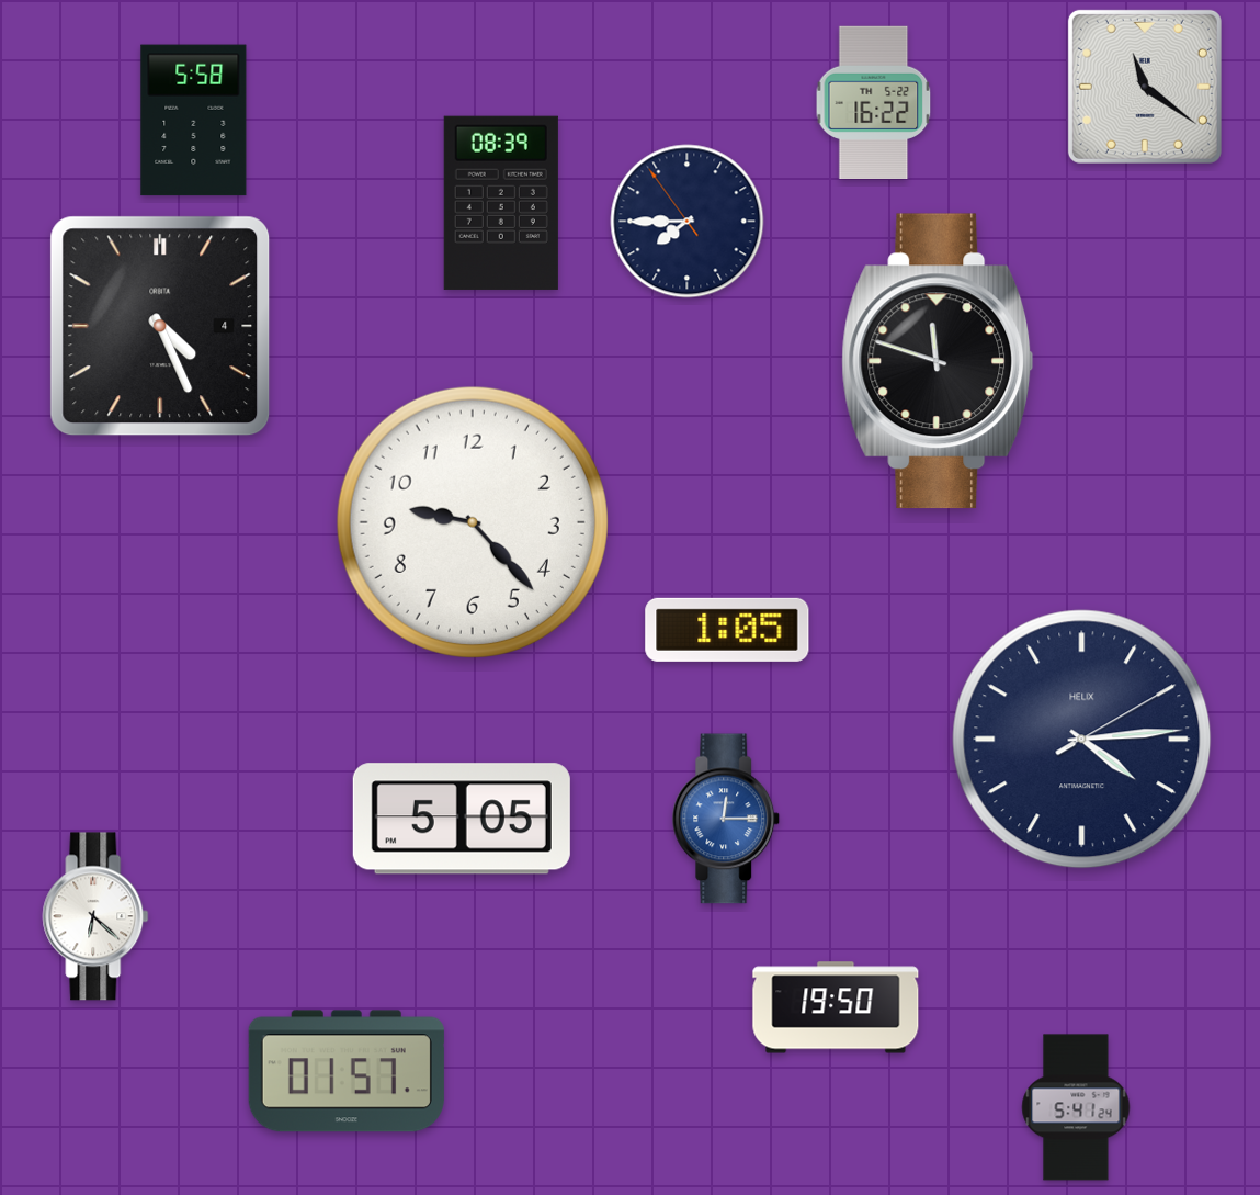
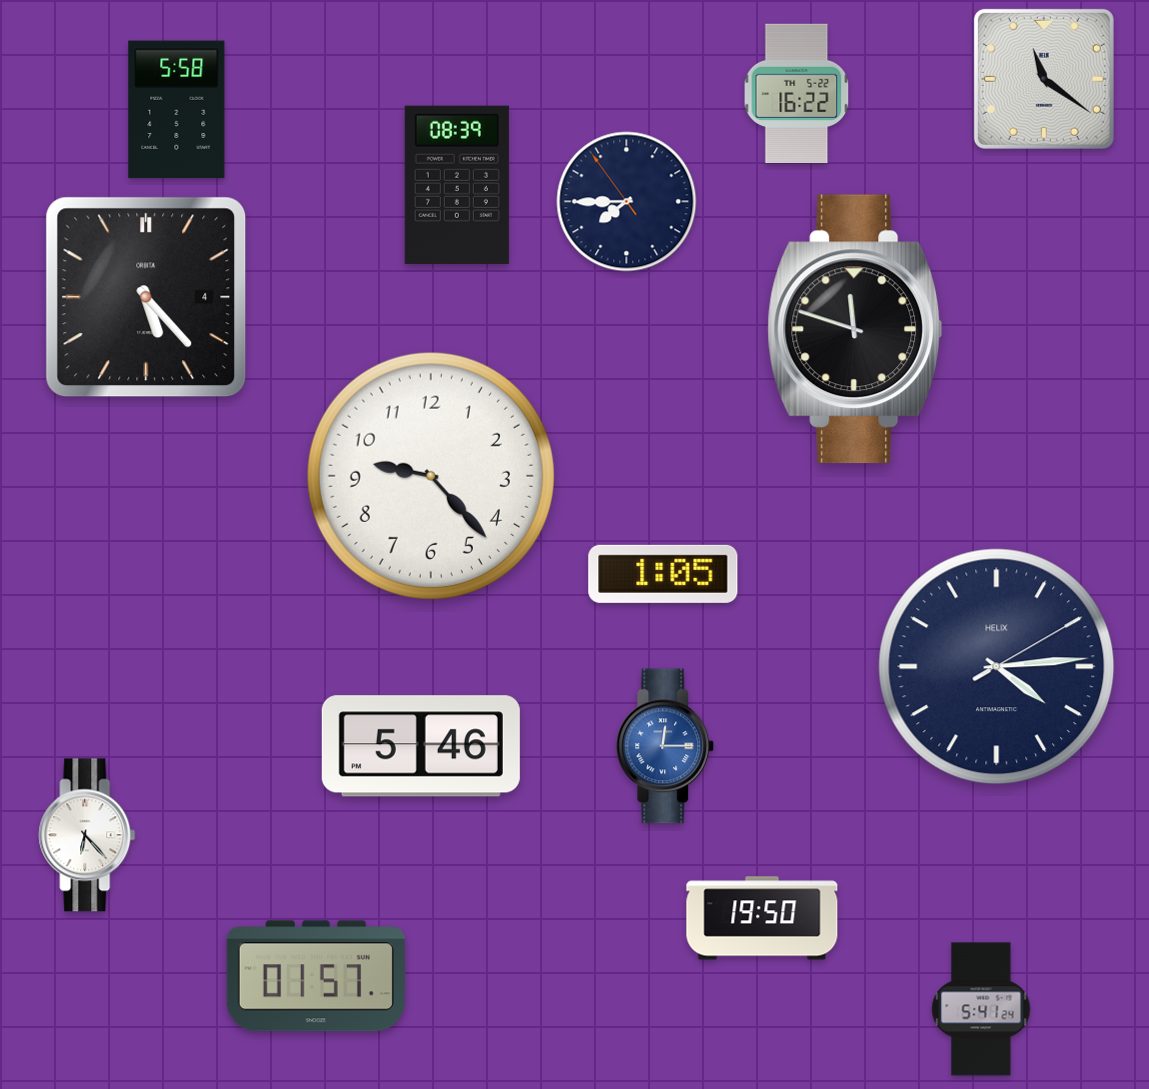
clock at (160, 326): 4:26 -> 5:23
clock at (1082, 740) position: (1082, 740) -> (997, 667)
clock at (462, 819): 5:05 -> 5:46
clock at (726, 819) position: (726, 819) -> (665, 746)
clock at (95, 916): 6:22 -> 6:23
